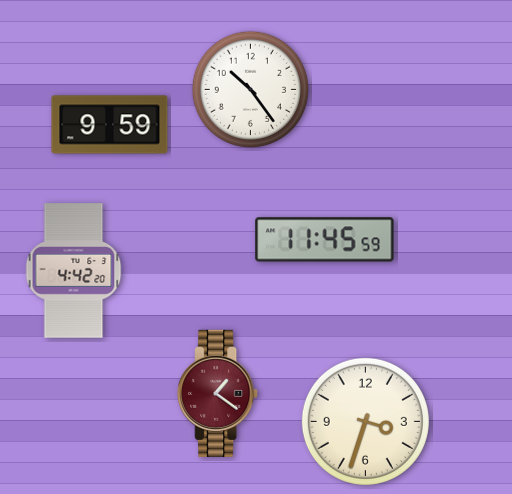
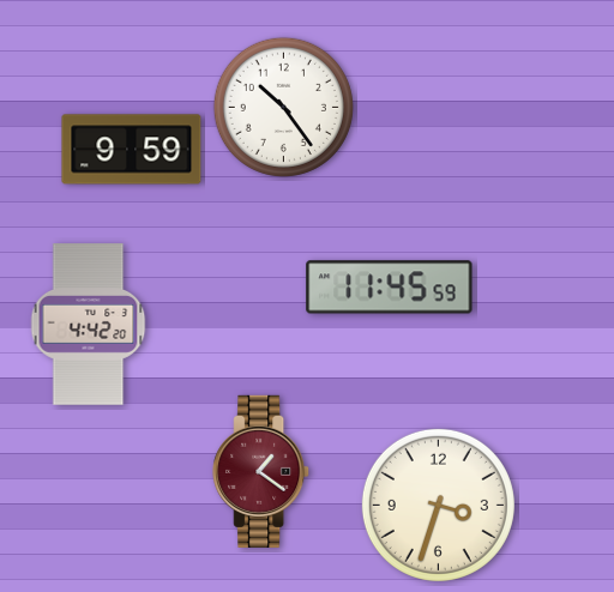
clock at (250, 89) position: (250, 89) -> (283, 107)
